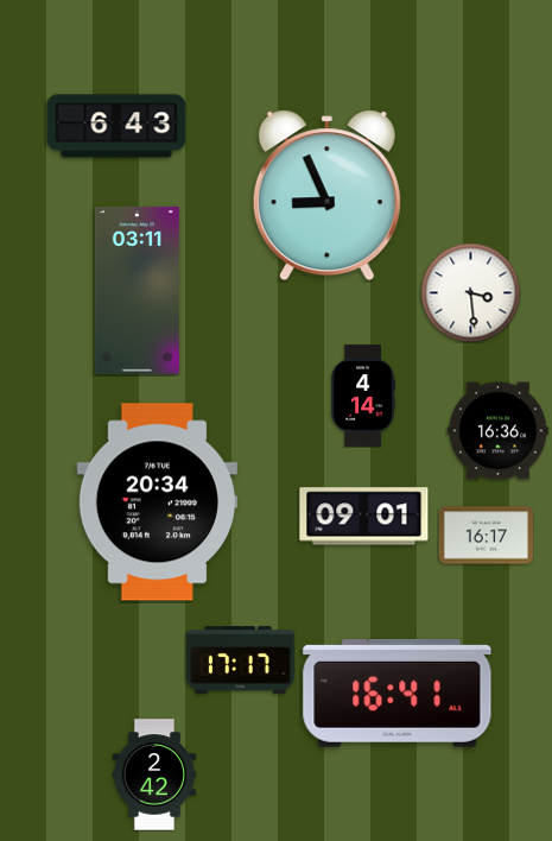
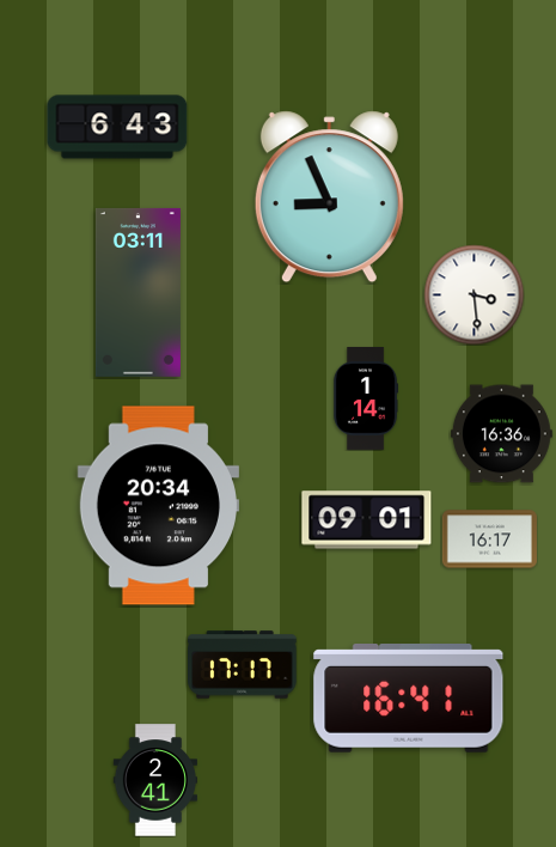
clock at (364, 397): 4:14 -> 1:14
clock at (398, 694) position: (398, 694) -> (409, 699)
clock at (153, 774): 2:42 -> 2:41
